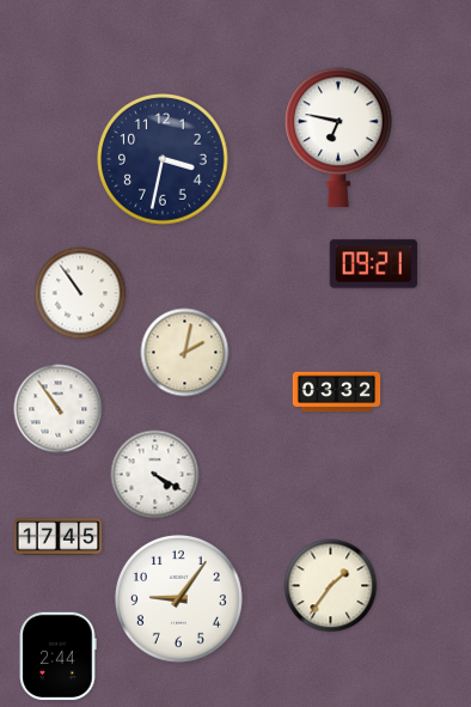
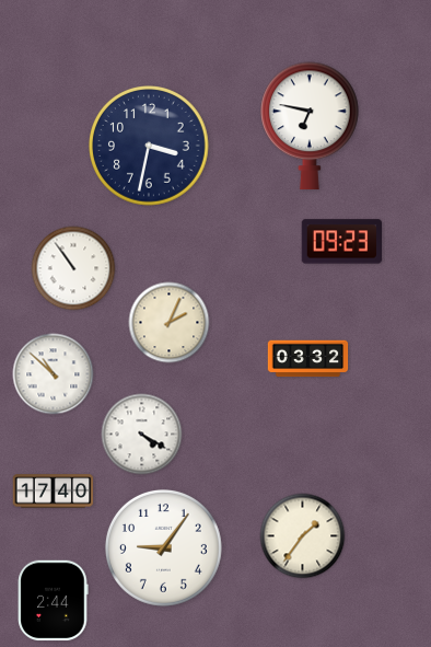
clock at (374, 264): 09:21 -> 09:23
clock at (185, 353): 2:02 -> 2:04
clock at (59, 409): 10:54 -> 10:52
clock at (59, 537): 17:45 -> 17:40
